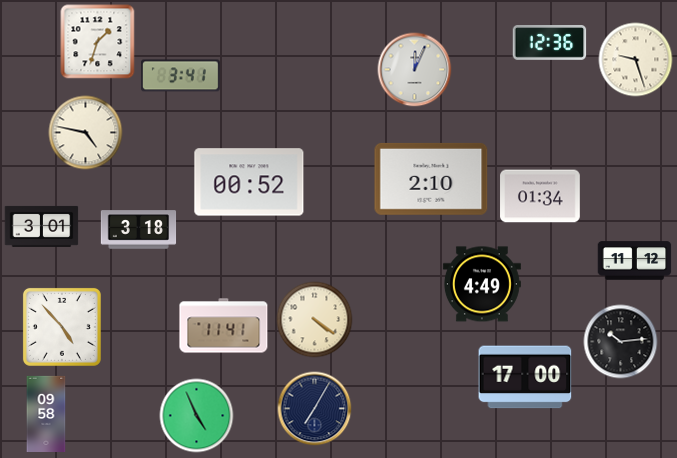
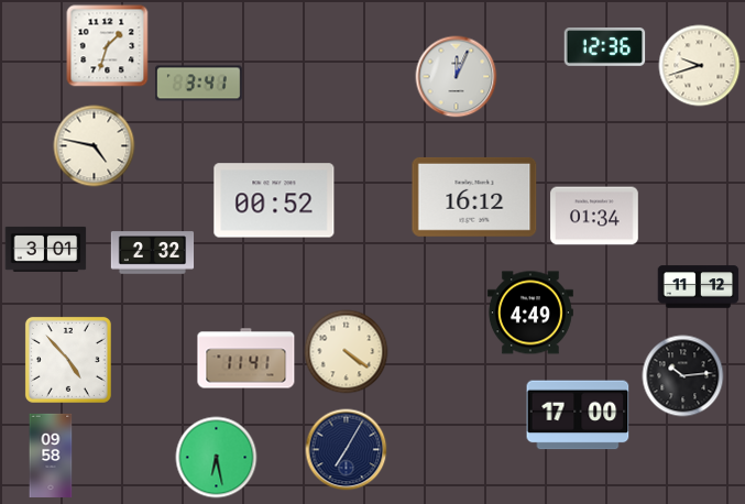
clock at (636, 60): 9:27 -> 9:42
clock at (431, 179): 2:10 -> 16:12
clock at (139, 230): 3:18 -> 2:32
clock at (197, 416): 4:56 -> 6:28
